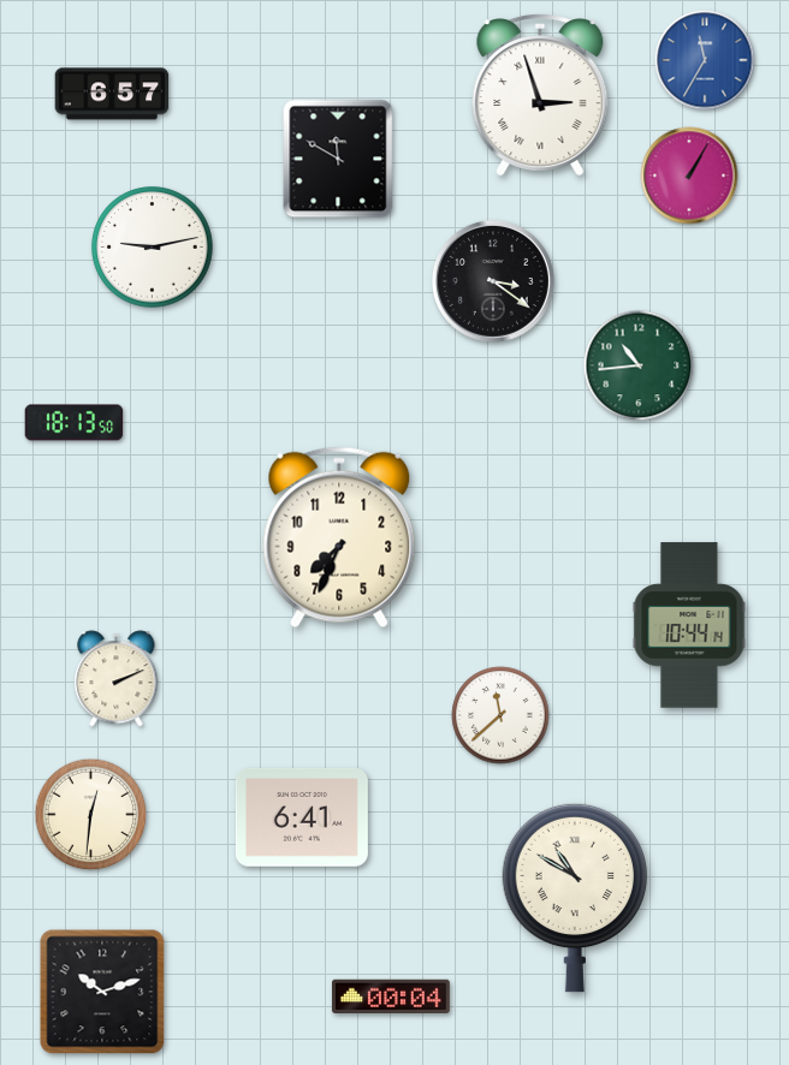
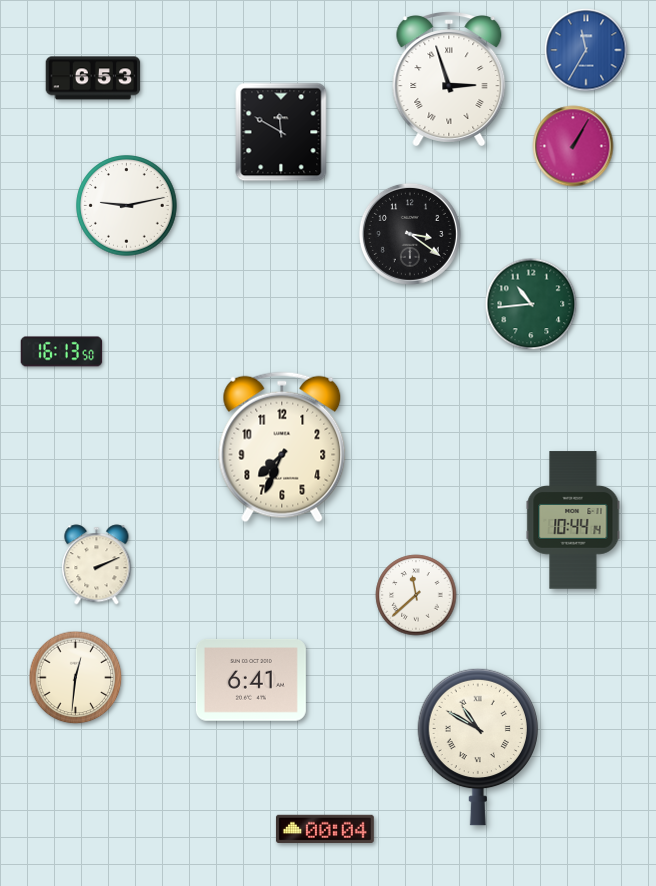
clock at (112, 94): 6:57 -> 6:53
clock at (75, 423): 18:13 -> 16:13
clock at (102, 992): 10:12 -> none
